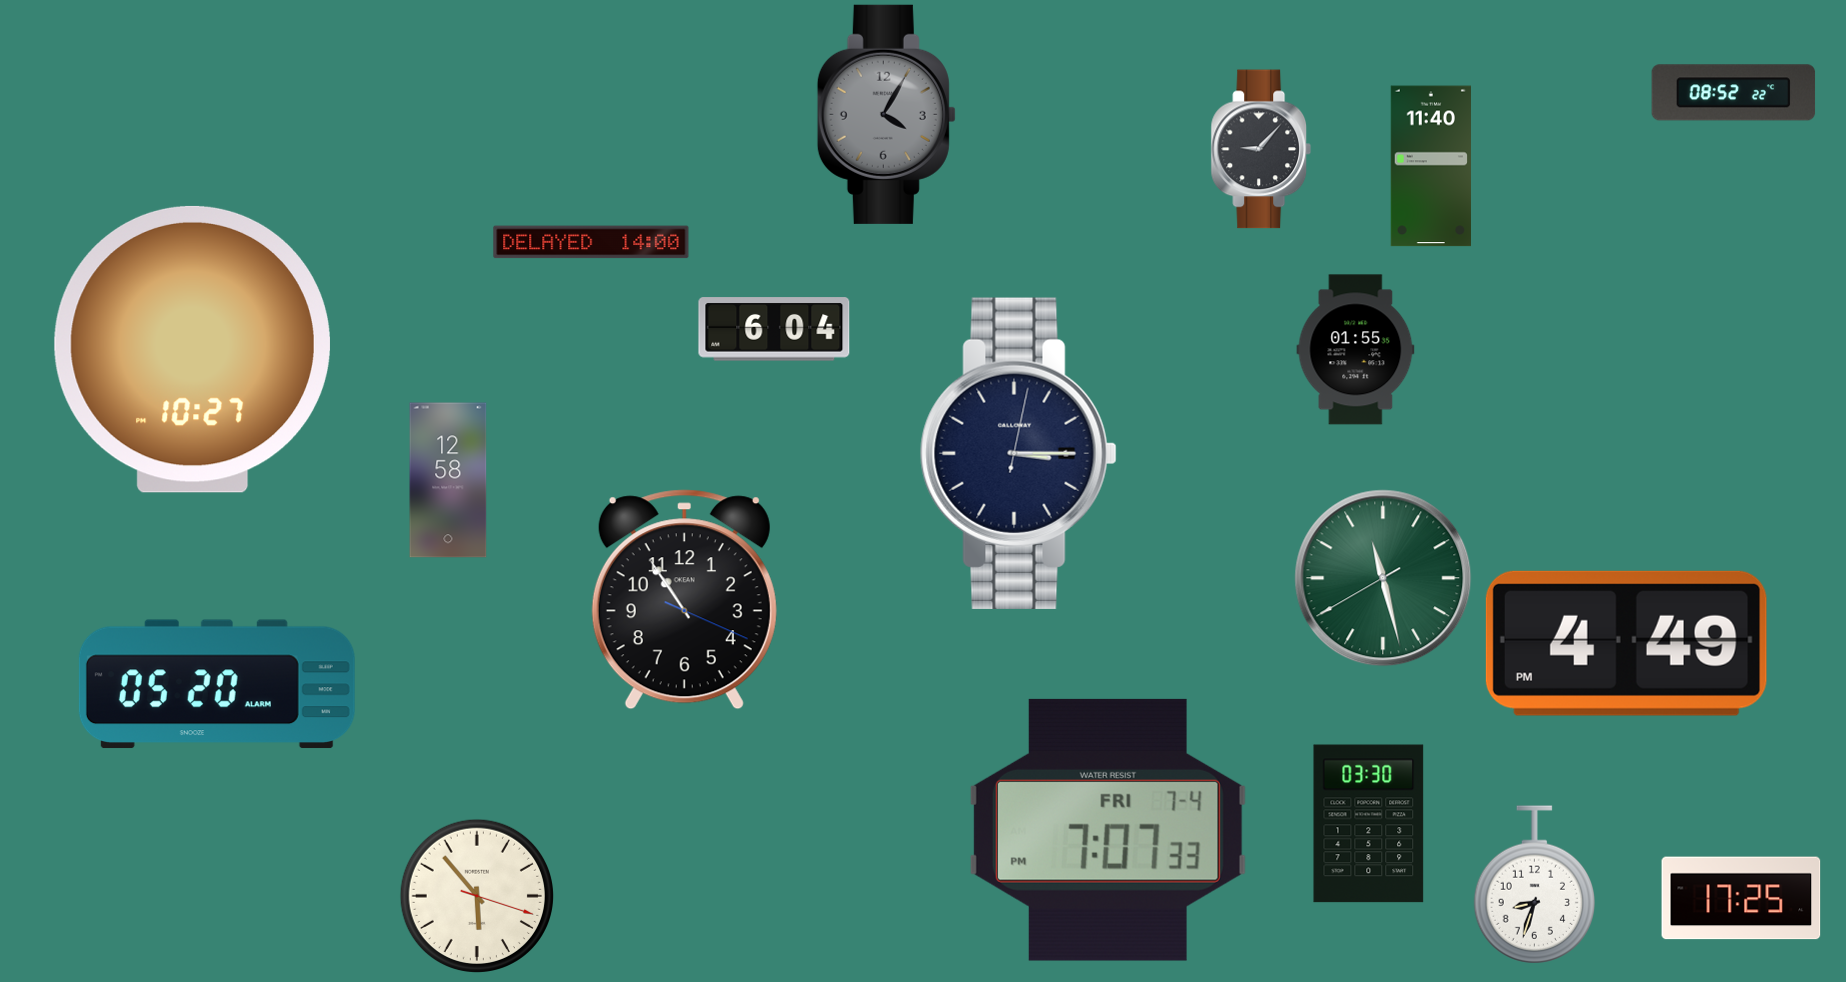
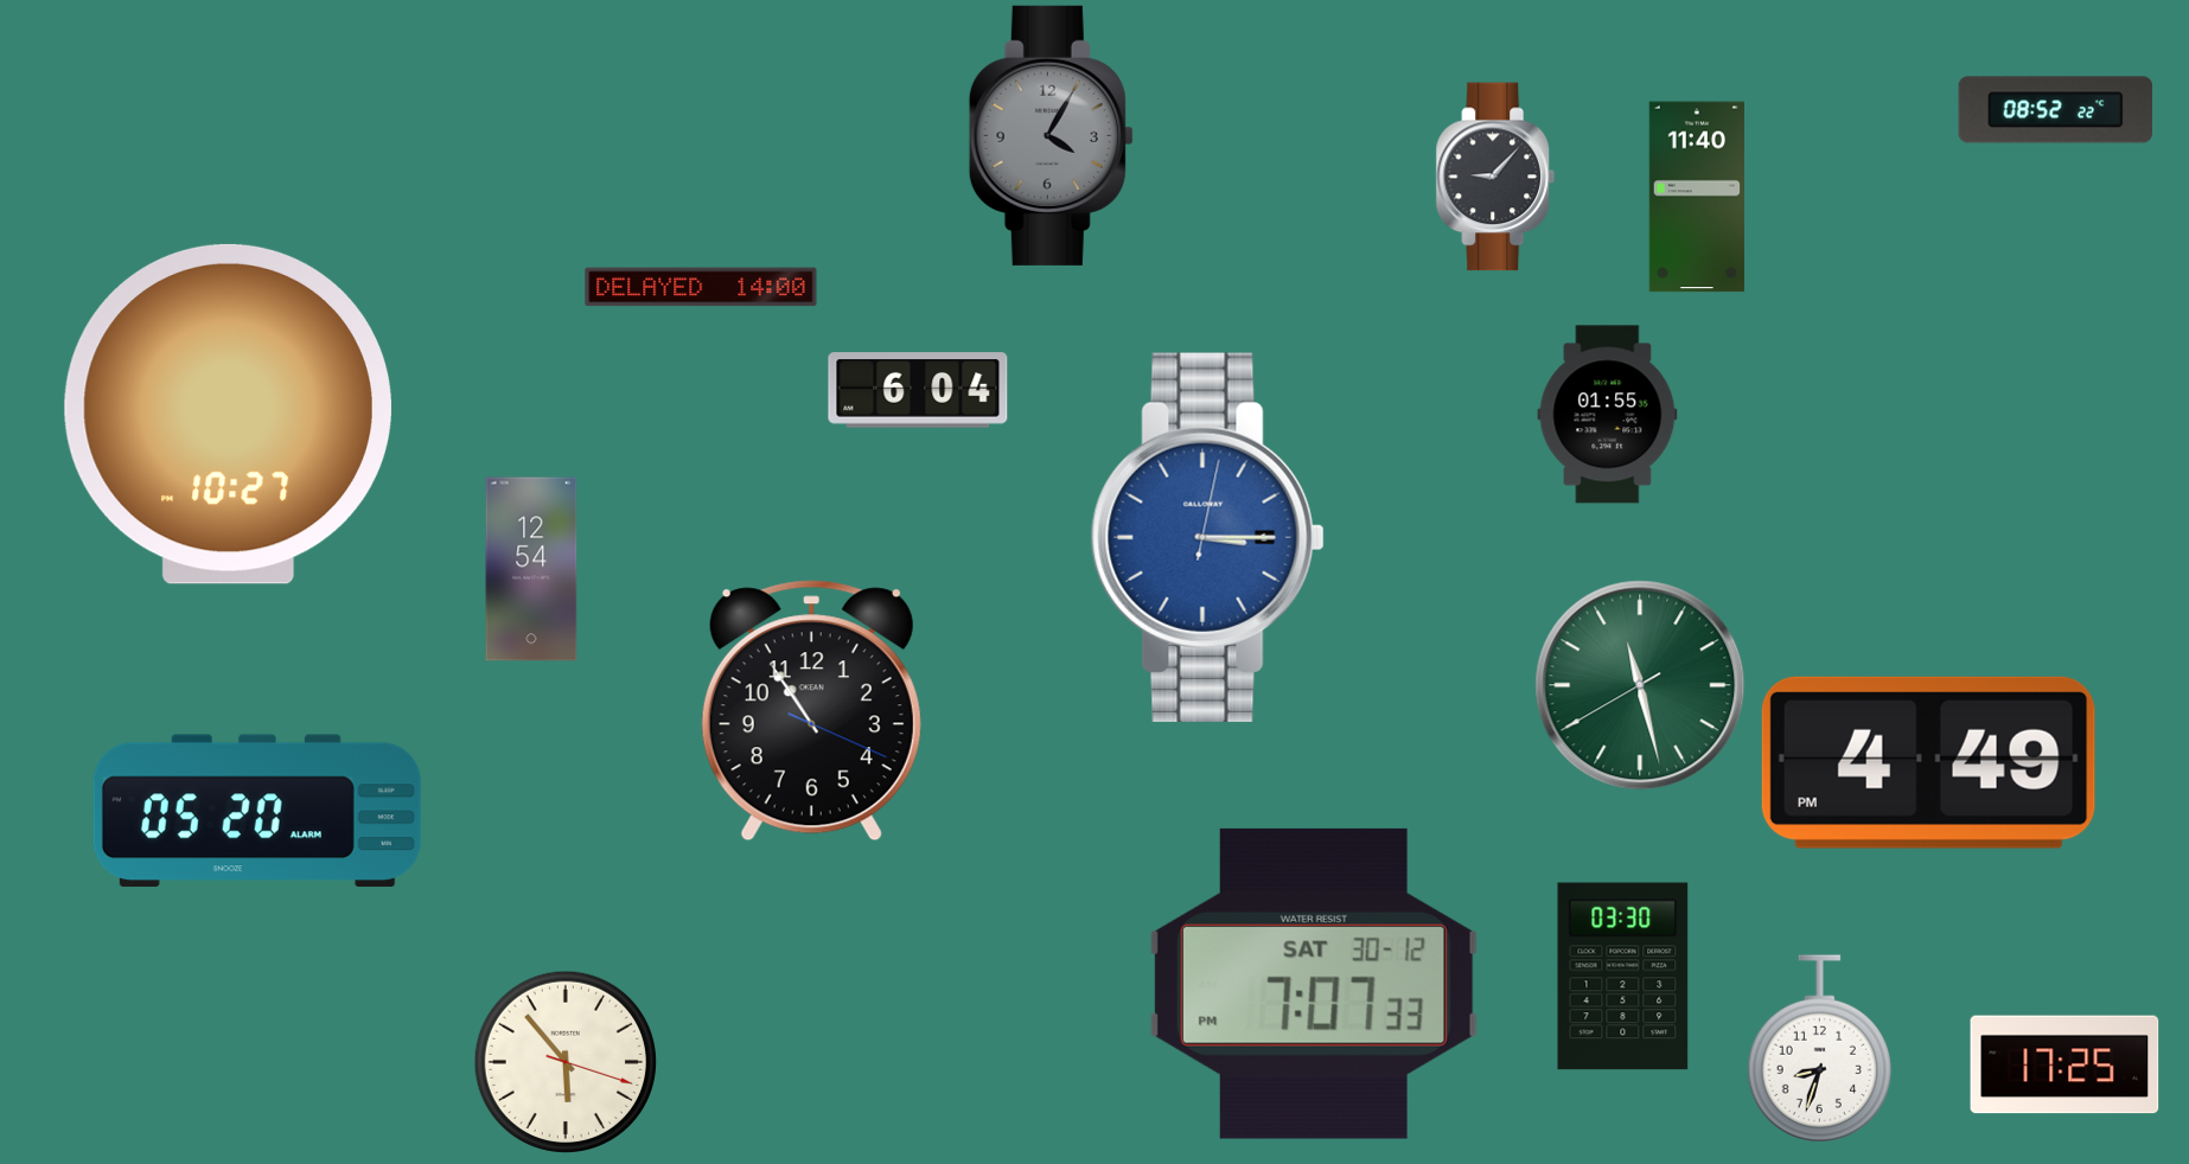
clock at (1018, 453) dial: navy -> blue
clock at (448, 480): 12:58 -> 12:54
clock at (1108, 830) date: FRI 7-4 -> SAT 30-12
